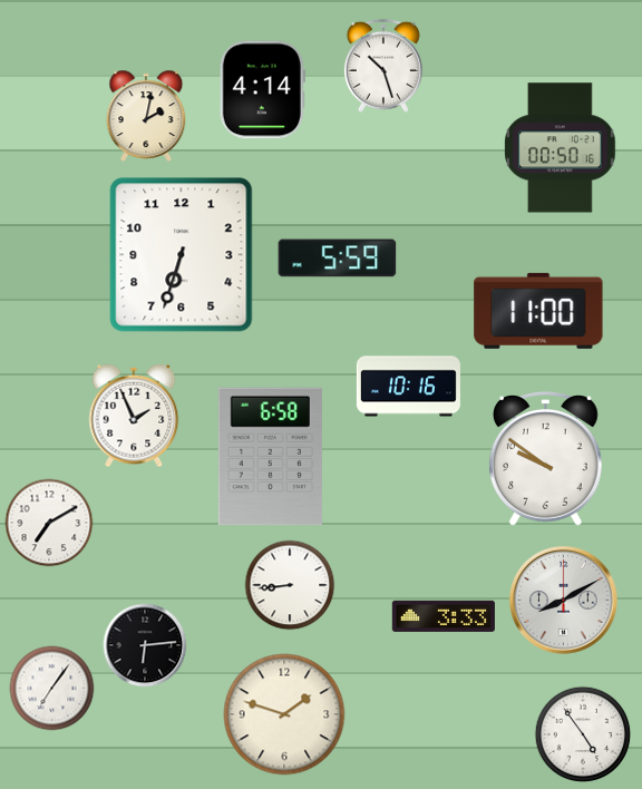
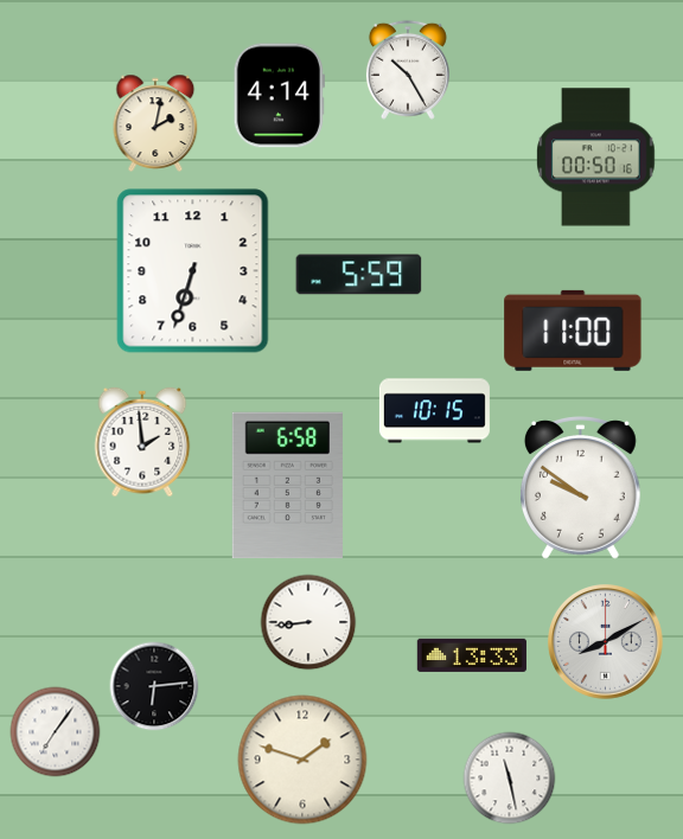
clock at (383, 66): 10:27 -> 10:25
clock at (408, 387): 10:16 -> 10:15
clock at (134, 416): 1:56 -> 1:59
clock at (49, 523): 7:10 -> none
clock at (564, 601) position: (564, 601) -> (606, 642)
clock at (444, 616): 3:33 -> 13:33
clock at (510, 779): none -> 11:28
clock at (583, 734): 4:54 -> none
